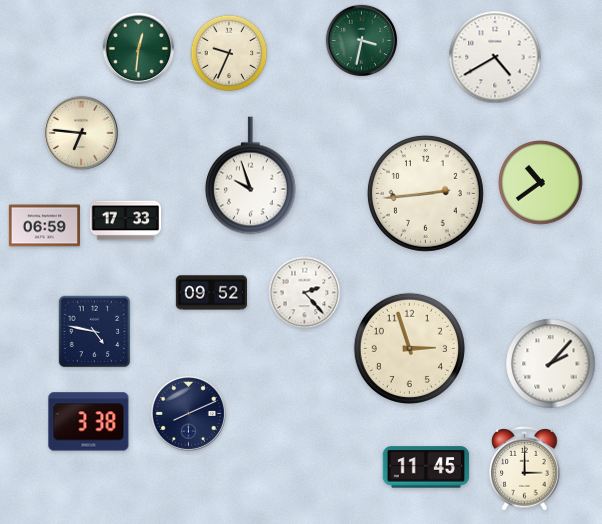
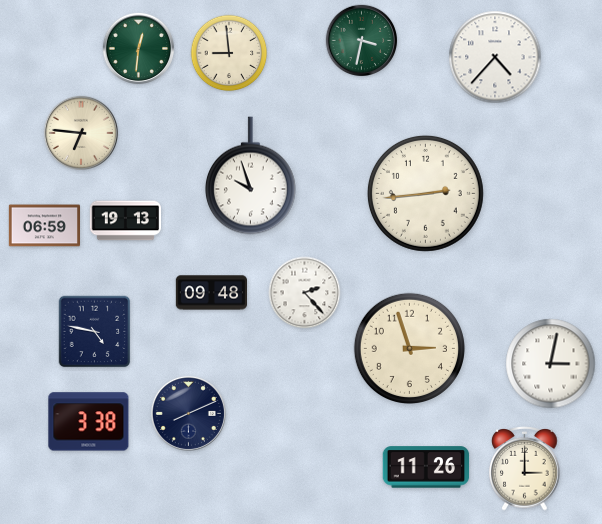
clock at (229, 53): 9:34 -> 8:59
clock at (495, 57): 4:40 -> 4:37
clock at (541, 183): 10:39 -> none
clock at (125, 221): 17:33 -> 19:13
clock at (212, 293): 09:52 -> 09:48
clock at (551, 364): 2:07 -> 3:02
clock at (426, 467): 11:45 -> 11:26
